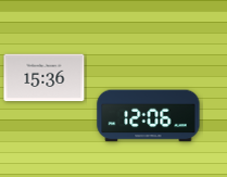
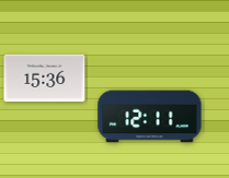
clock at (149, 116): 12:06 -> 12:11
